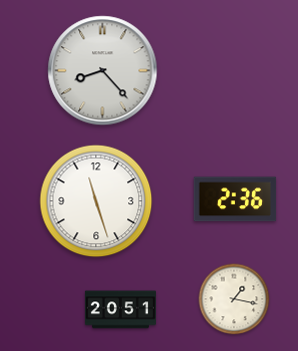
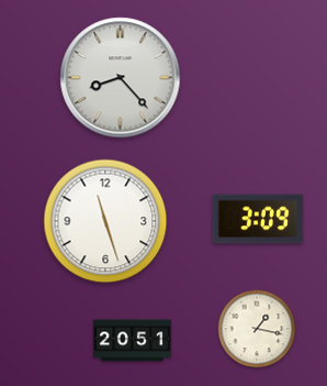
clock at (103, 71) position: (103, 71) -> (121, 78)
clock at (235, 199): 2:36 -> 3:09
